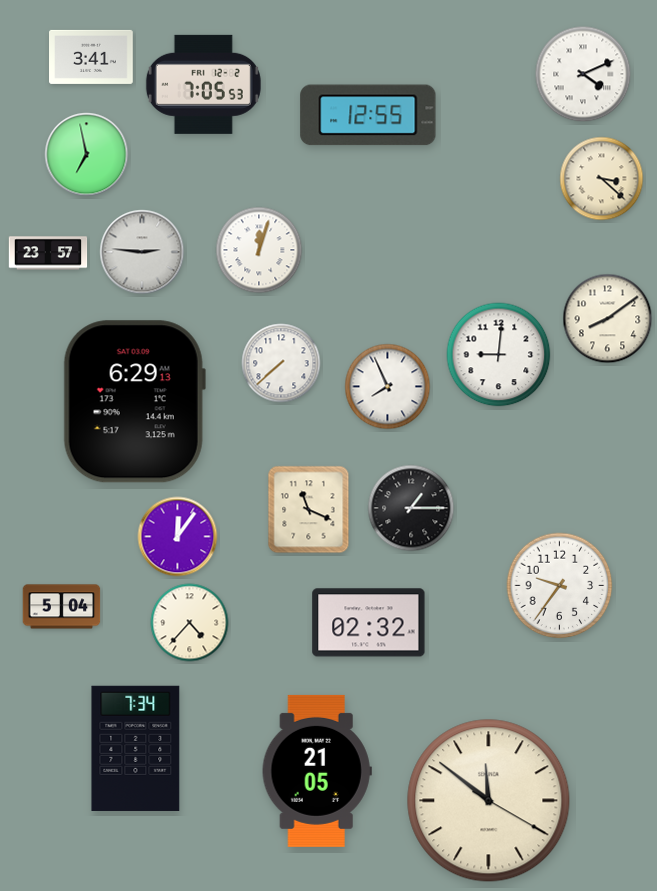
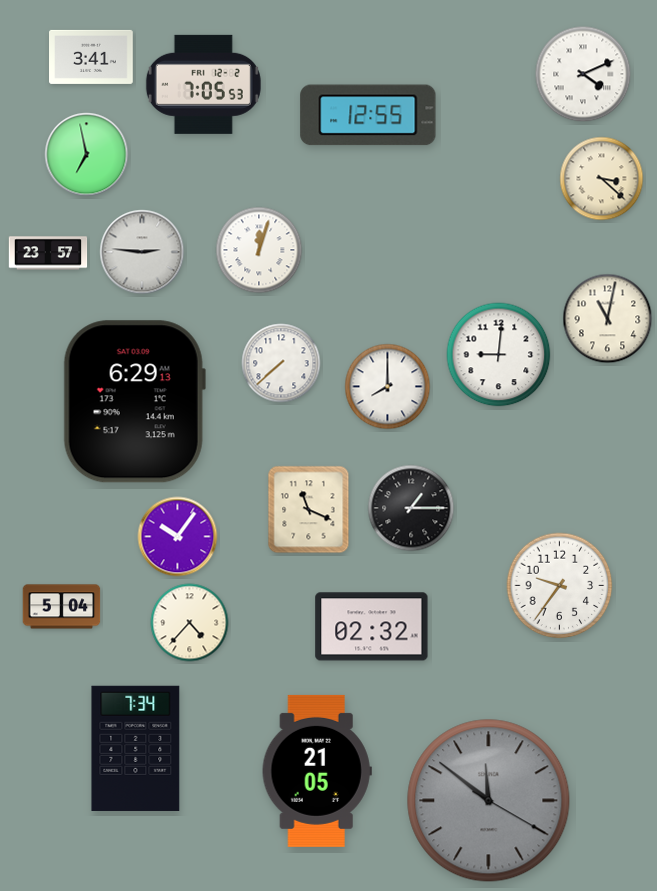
clock at (608, 319): 8:09 -> 11:02
clock at (388, 387): 7:56 -> 8:00
clock at (178, 537): 12:06 -> 10:06
clock at (369, 623) position: (369, 623) -> (372, 627)
clock at (489, 801) dial: cream -> grey
